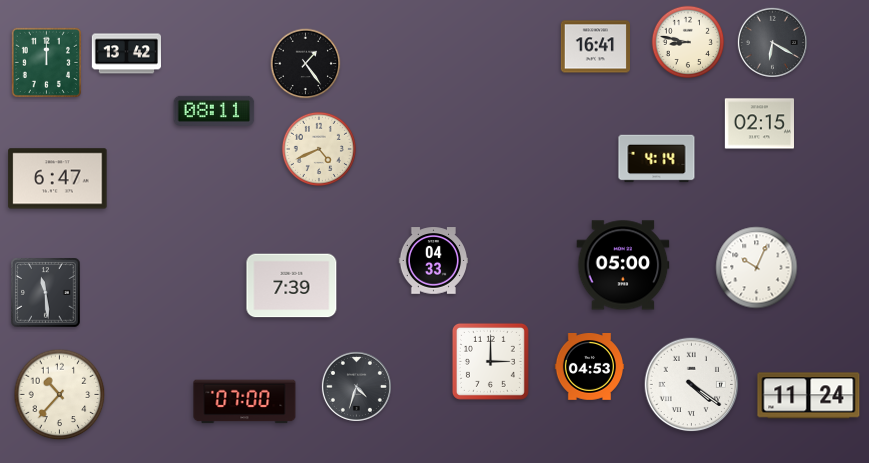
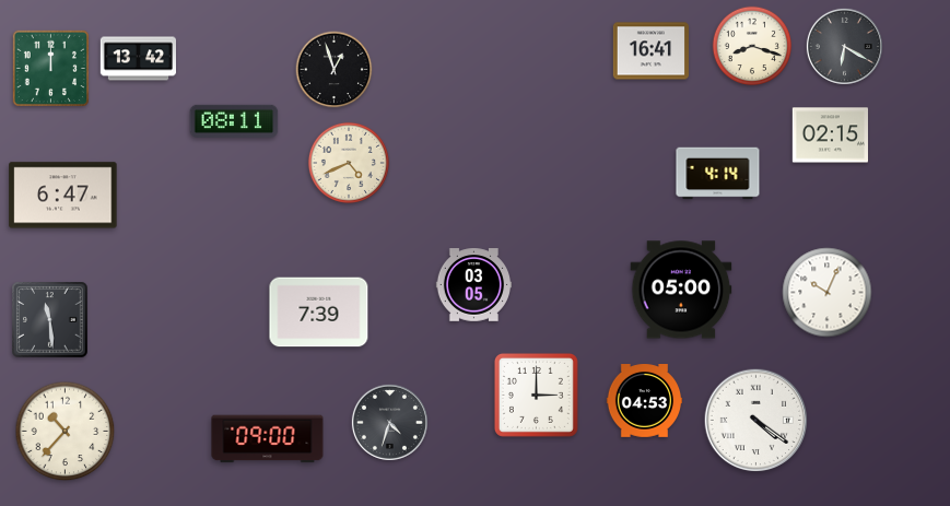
clock at (688, 42): 8:47 -> 8:18
clock at (306, 64): 1:24 -> 12:57
clock at (433, 261): 04:33 -> 03:05
clock at (809, 396): 11:24 -> none
clock at (245, 402): 07:00 -> 09:00
